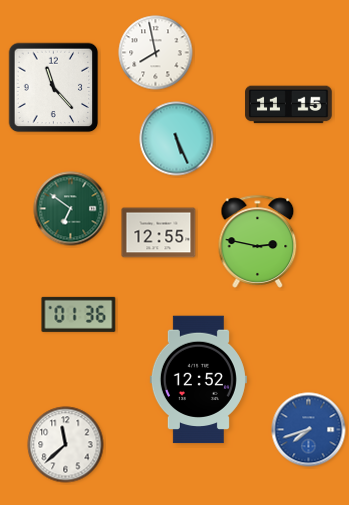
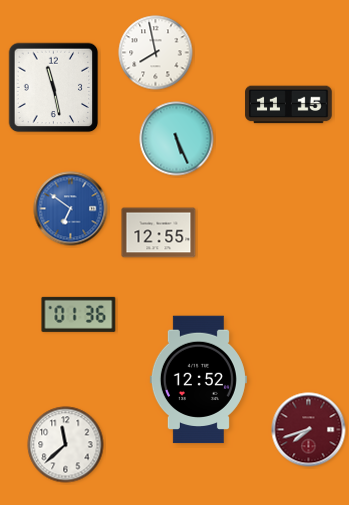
clock at (54, 88): 11:23 -> 11:28
clock at (71, 209) dial: green -> blue
clock at (258, 241): 2:47 -> none
clock at (309, 430) dial: blue -> burgundy
